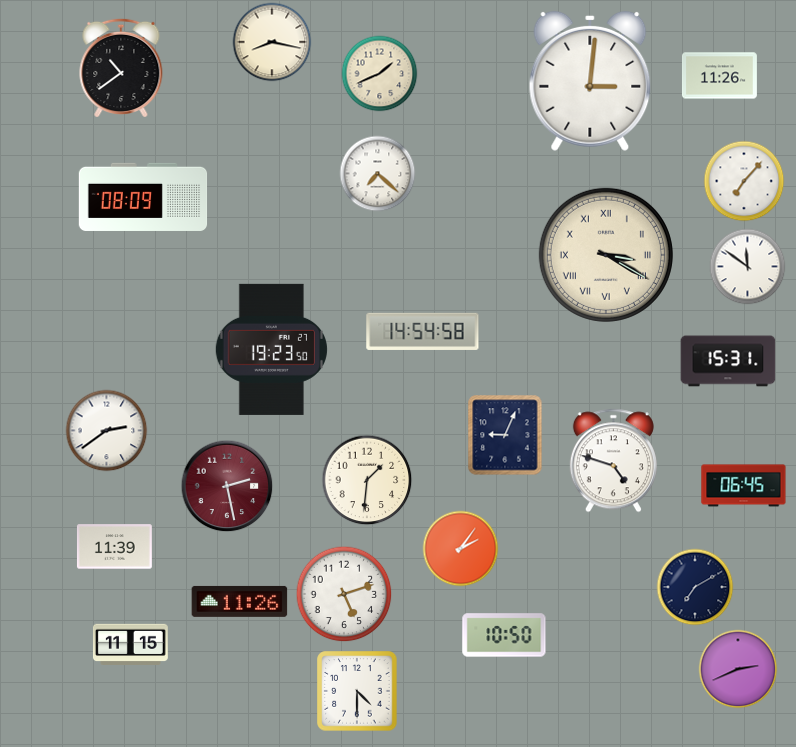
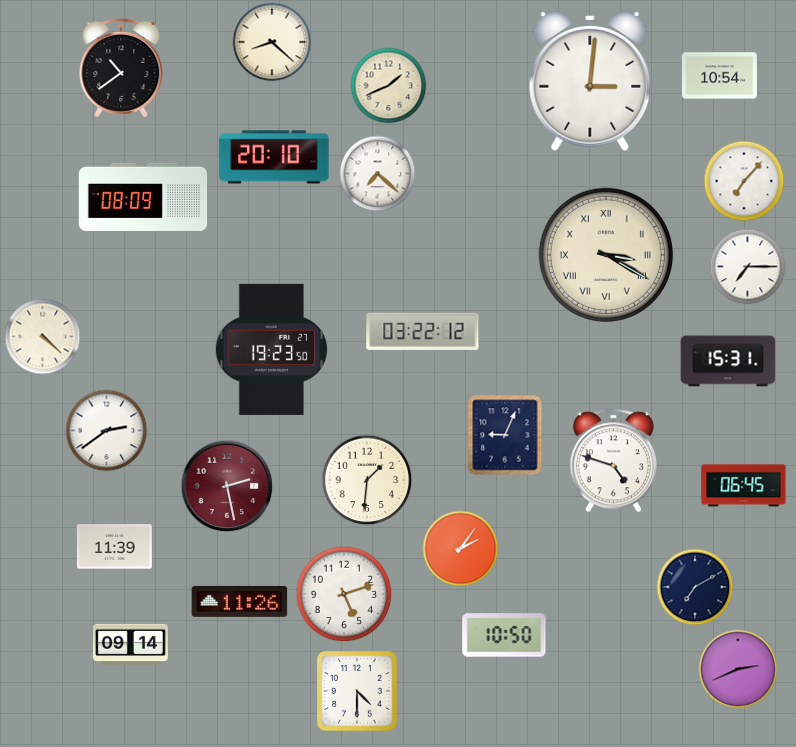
clock at (272, 42): 8:17 -> 8:22
clock at (380, 74) position: (380, 74) -> (389, 86)
clock at (719, 76): 11:26 -> 10:54
clock at (274, 157): none -> 20:10
clock at (748, 267): 11:51 -> 7:15
clock at (423, 331): 14:54 -> 03:22
clock at (43, 337): none -> 4:22
clock at (130, 645): 11:15 -> 09:14
